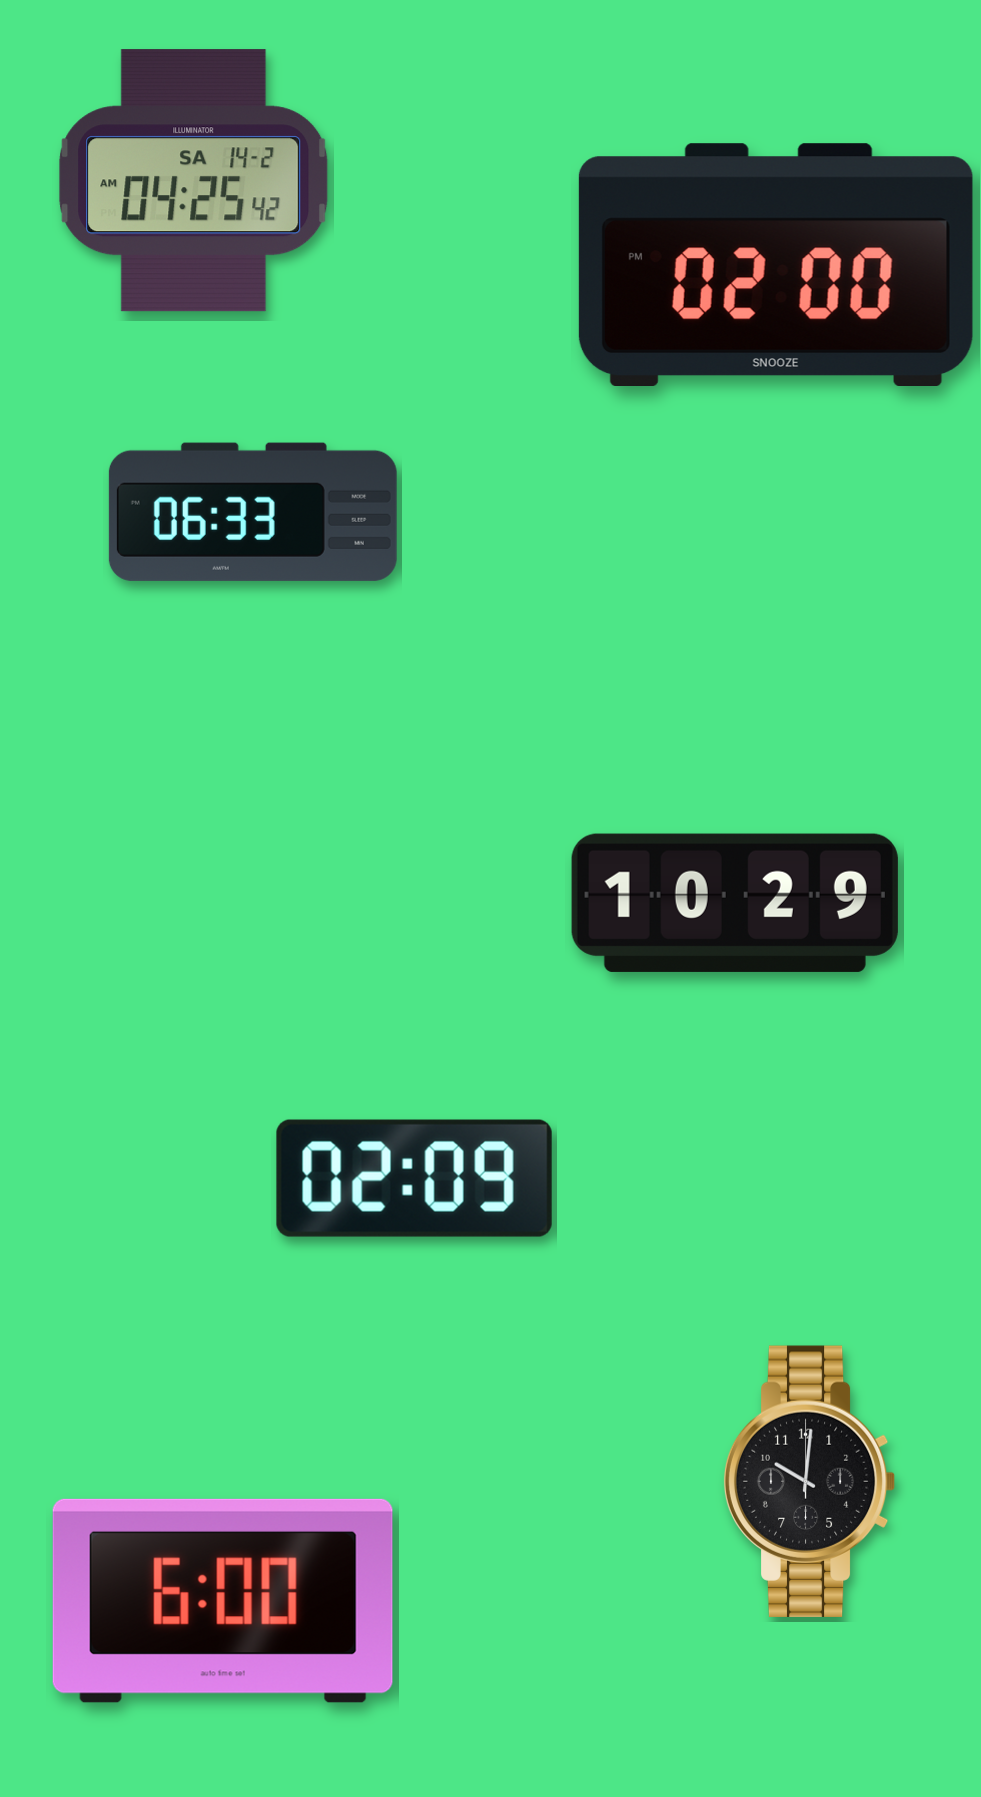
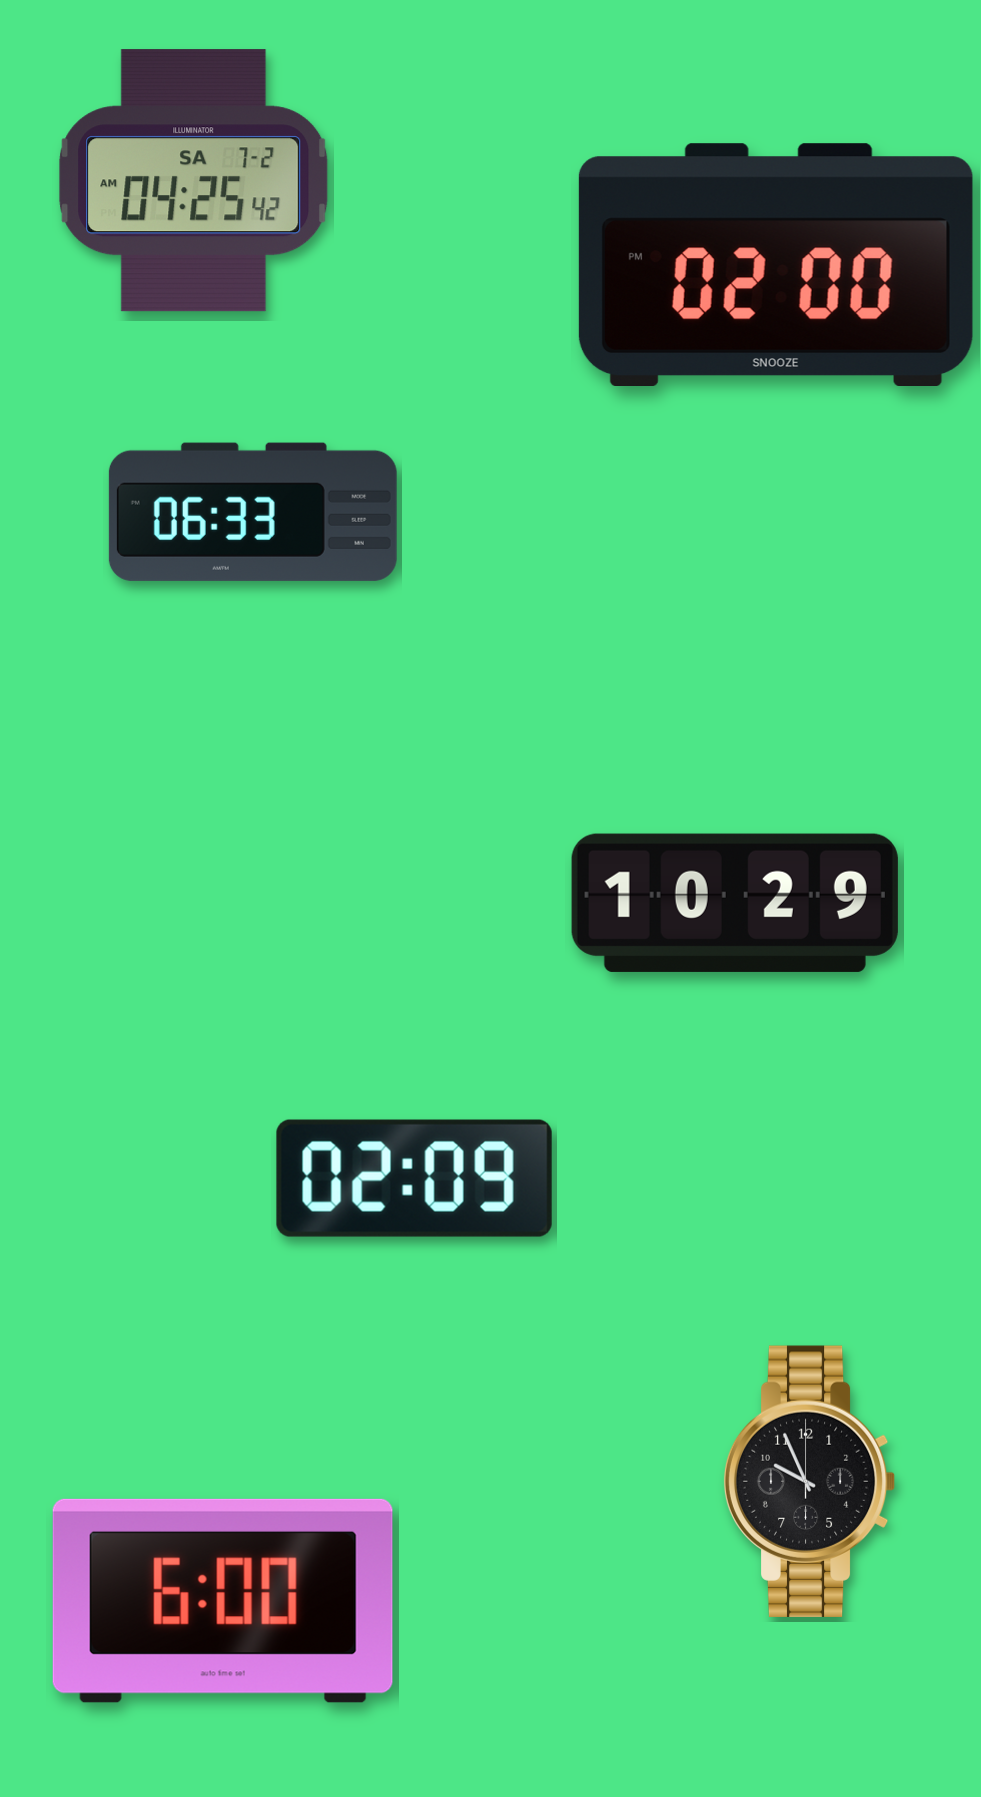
clock at (194, 181) date: SA 14-2 -> SA 7-2
clock at (809, 1481): 10:01 -> 9:56
